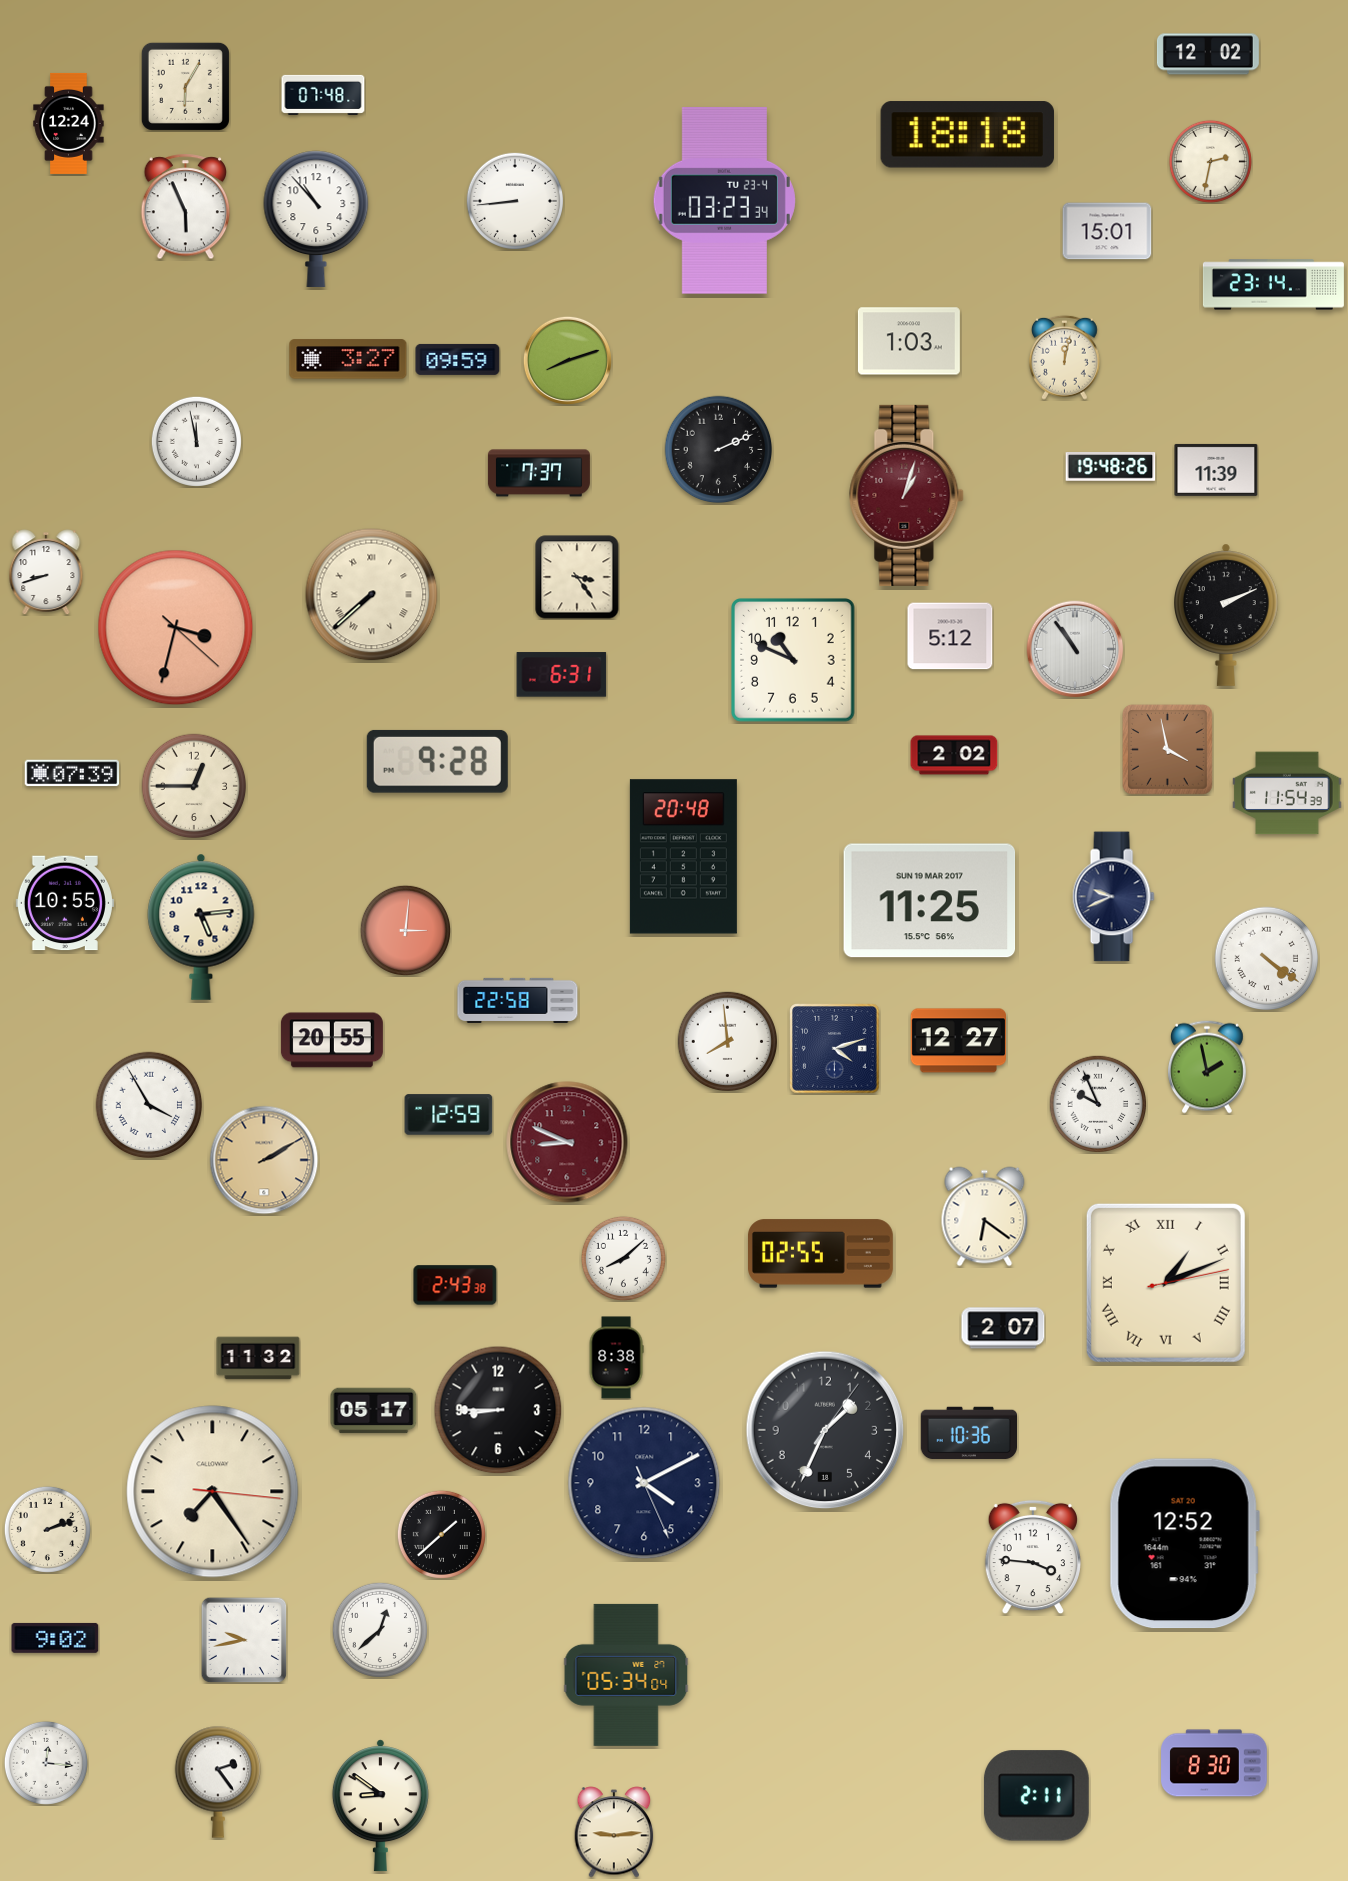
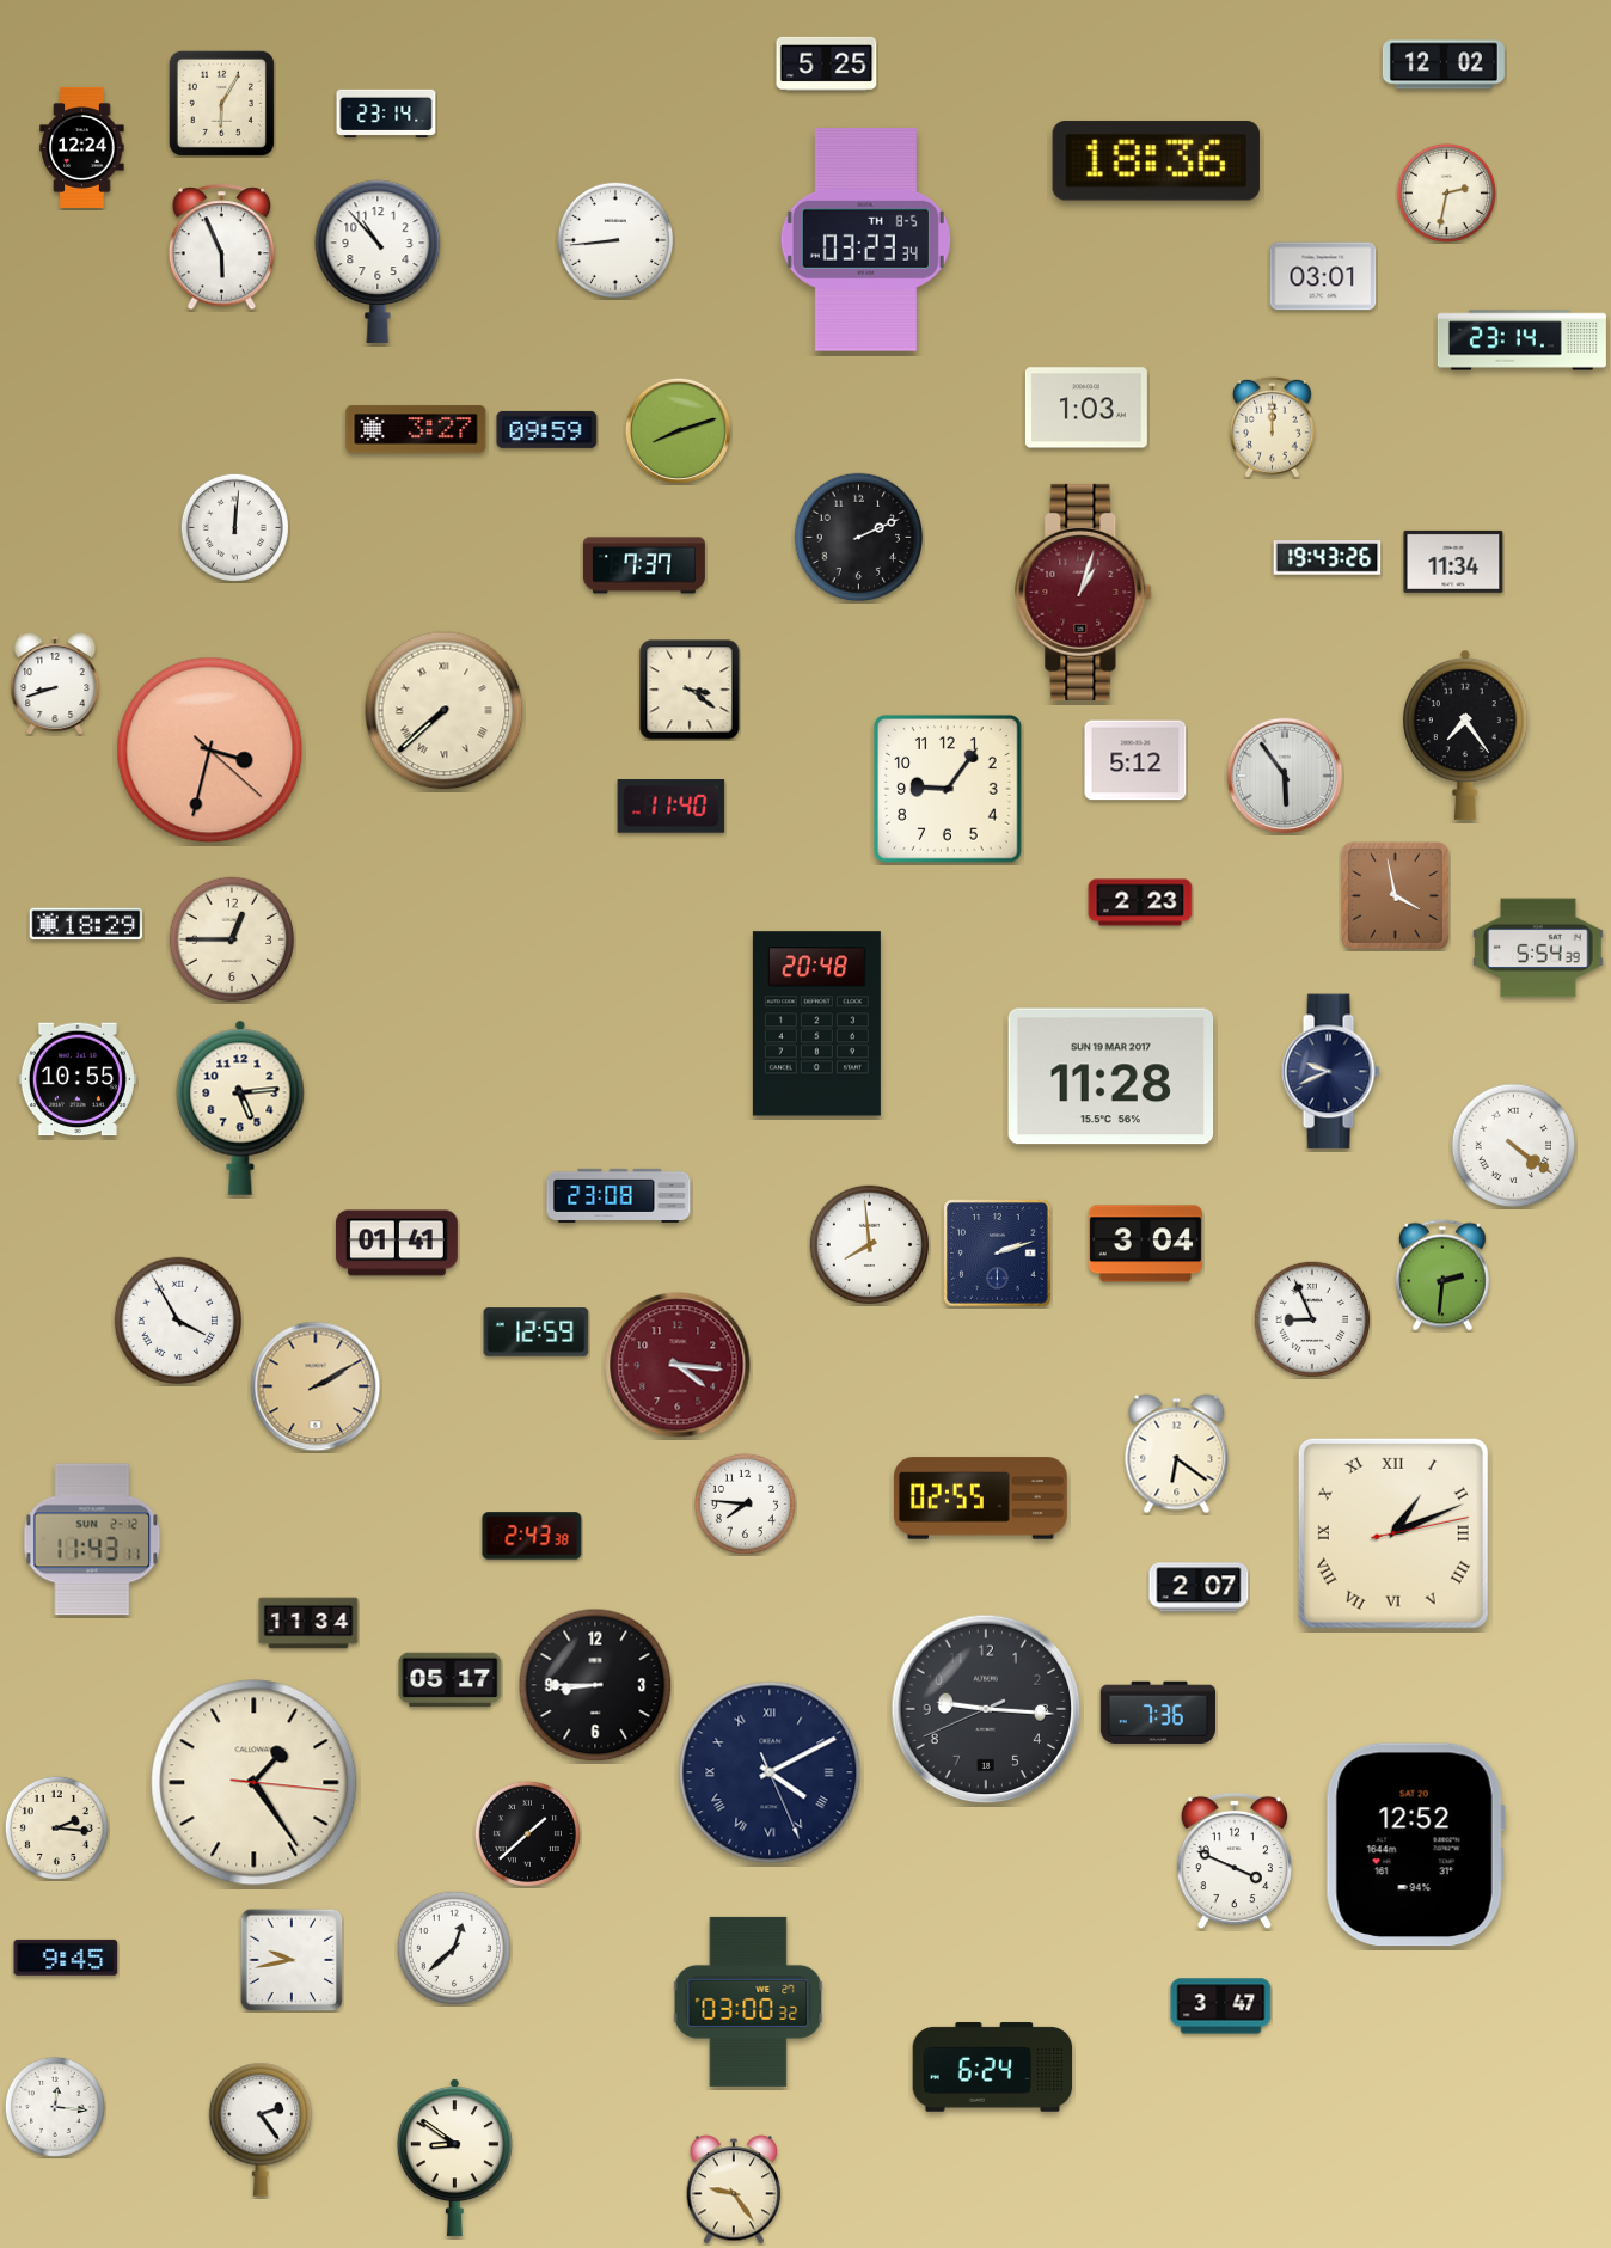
clock at (827, 63): none -> 5:25
clock at (323, 95): 07:48 -> 23:14
clock at (967, 135): 18:18 -> 18:36
clock at (724, 200) date: TU 23-4 -> TH 8-5
clock at (1107, 231): 15:01 -> 03:01
clock at (1064, 357): 12:02 -> 12:00
clock at (196, 441): 11:58 -> 12:01
clock at (1111, 467): 19:48 -> 19:43
clock at (1216, 470): 11:39 -> 11:34
clock at (577, 577): 3:24 -> 3:21
clock at (1227, 615): 2:11 -> 7:24
clock at (1075, 649): 10:54 -> 5:54
clock at (794, 661): 10:49 -> 9:06
clock at (562, 675): 6:31 -> 11:40
clock at (954, 755): 2:02 -> 2:23
clock at (437, 761): 9:28 -> none
clock at (72, 773): 07:39 -> 18:29
clock at (1287, 793): 11:54 -> 5:54
clock at (930, 901): 11:25 -> 11:28
clock at (405, 930): 3:01 -> none
clock at (518, 1000): 22:58 -> 23:08
clock at (332, 1040): 20:55 -> 01:41
clock at (958, 1041): 12:27 -> 3:04
clock at (835, 1049): 4:12 -> 2:12
clock at (1208, 1067): 1:58 -> 2:31
clock at (1097, 1103): 9:56 -> 8:56
clock at (567, 1142): 8:49 -> 4:16
clock at (623, 1258): 8:08 -> 7:46
clock at (455, 1285) position: (455, 1285) -> (532, 1536)
clock at (92, 1539): none -> 11:43
clock at (258, 1358): 11:32 -> 11:34
clock at (616, 1358): 8:38 -> none
clock at (374, 1411) position: (374, 1411) -> (451, 1680)
clock at (825, 1430): 1:34 -> 9:15
clock at (968, 1433): 10:36 -> 7:36
clock at (644, 1483) numerals: Arabic -> Roman
clock at (213, 1492): 7:24 -> 1:24
clock at (47, 1529): 2:12 -> 2:16
clock at (1033, 1557): 3:46 -> 3:49
clock at (55, 1638): 9:02 -> 9:45
clock at (626, 1675): 05:34 -> 03:00
clock at (1221, 2007): none -> 3:47
clock at (993, 2068): none -> 6:24
clock at (1214, 1763): 8:30 -> none
clock at (1036, 1796): 2:11 -> none
clock at (614, 1832): 9:14 -> 9:24
